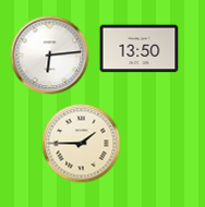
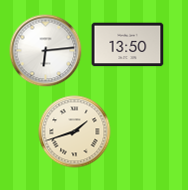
clock at (82, 144): 1:45 -> 1:42
